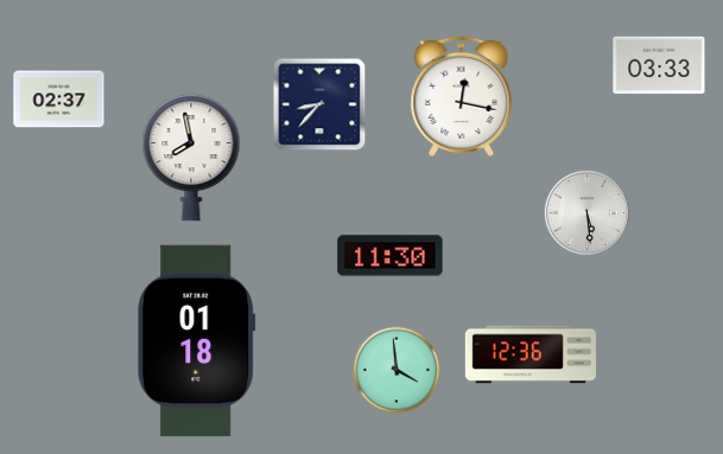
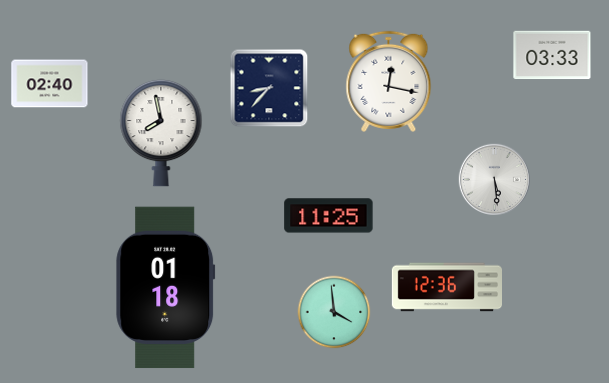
clock at (659, 65) position: (659, 65) -> (552, 55)
clock at (59, 100): 02:37 -> 02:40
clock at (391, 256): 11:30 -> 11:25
clock at (529, 354) position: (529, 354) -> (446, 287)
